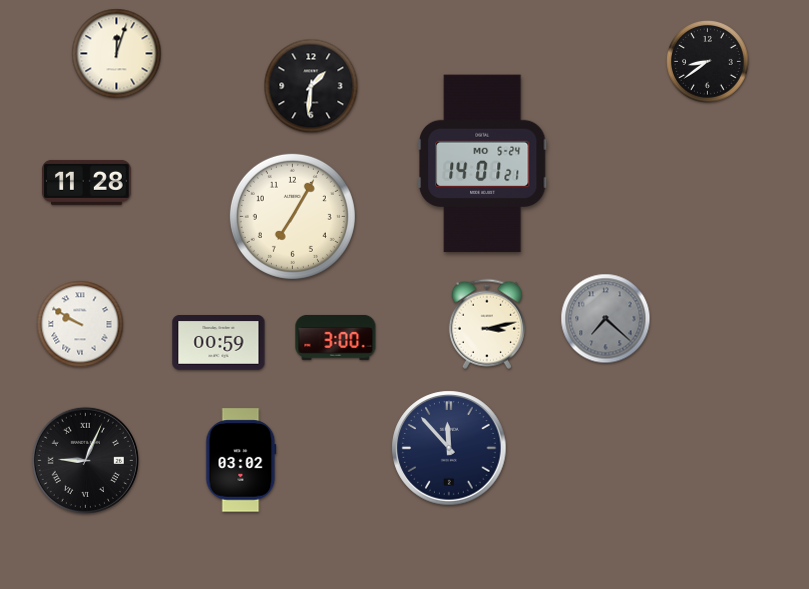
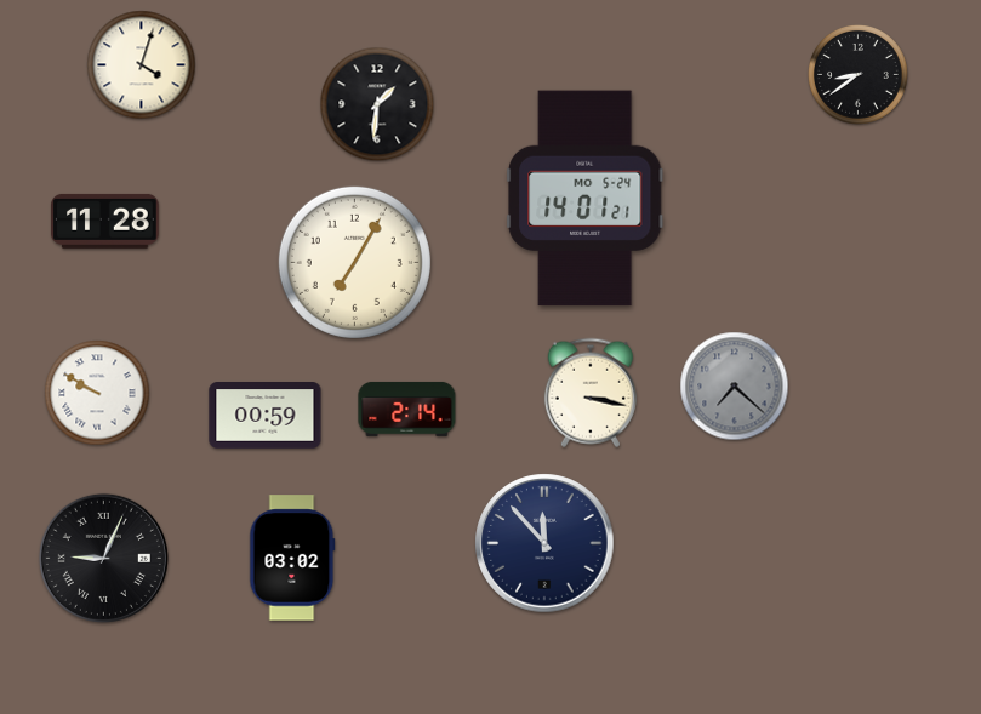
clock at (117, 54): 12:03 -> 4:03
clock at (487, 324): 3:13 -> 3:17
clock at (336, 337): 3:00 -> 2:14
